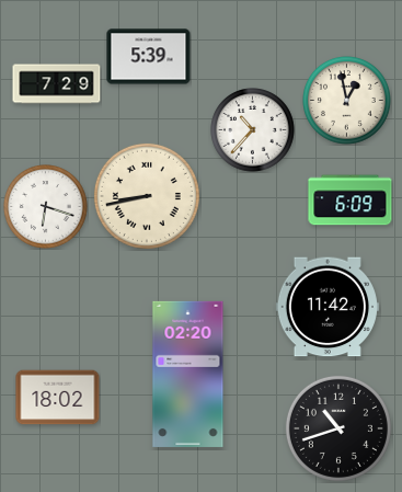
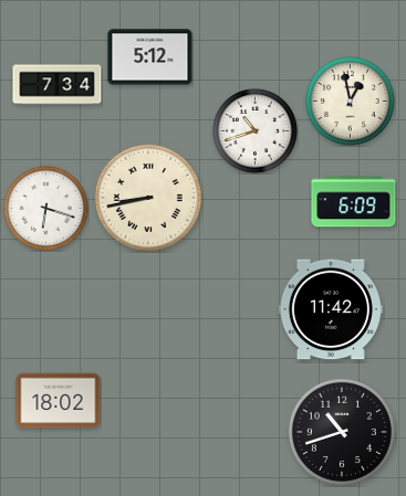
clock at (149, 57): 5:39 -> 5:12
clock at (57, 84): 7:29 -> 7:34
clock at (253, 130): 10:37 -> 10:42
clock at (188, 374): 02:20 -> none
